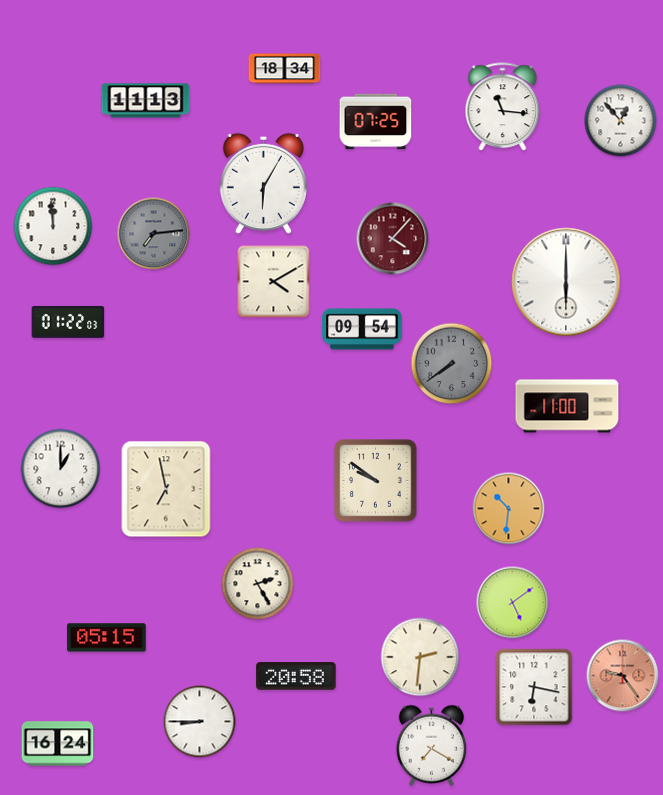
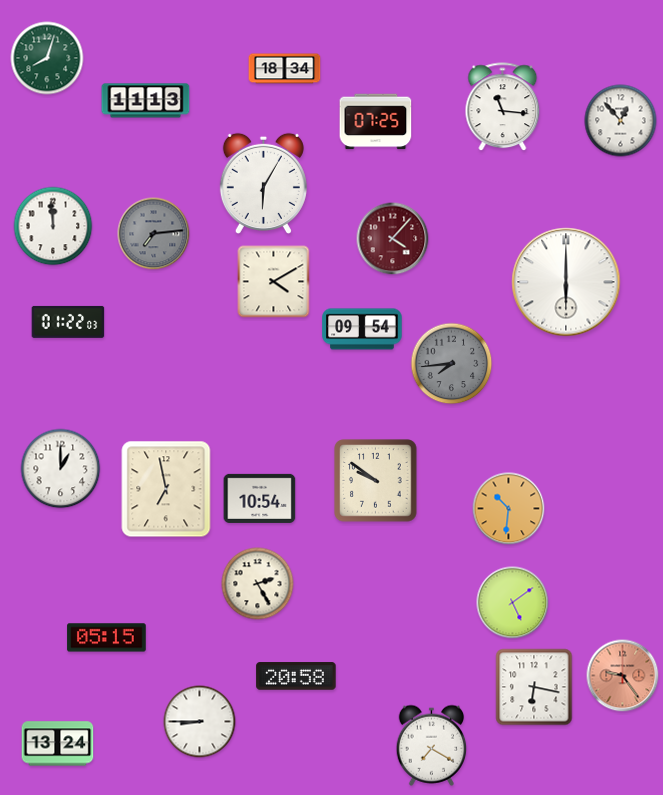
clock at (47, 58): none -> 8:03
clock at (452, 364): 7:39 -> 7:44
clock at (567, 406): 11:00 -> none
clock at (260, 498): none -> 10:54
clock at (420, 657): 2:31 -> none
clock at (58, 744): 16:24 -> 13:24
